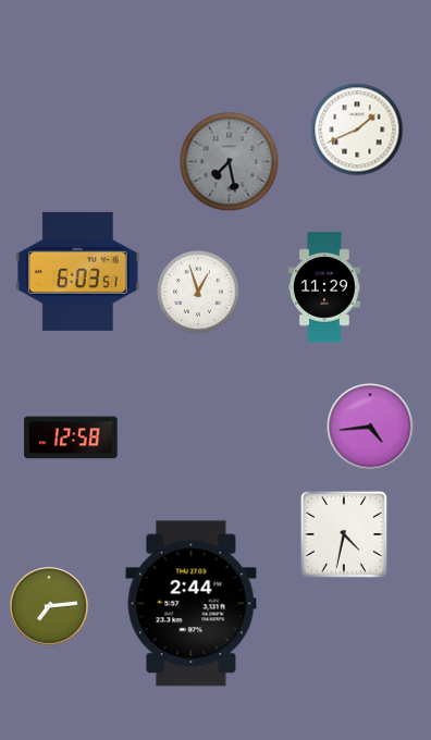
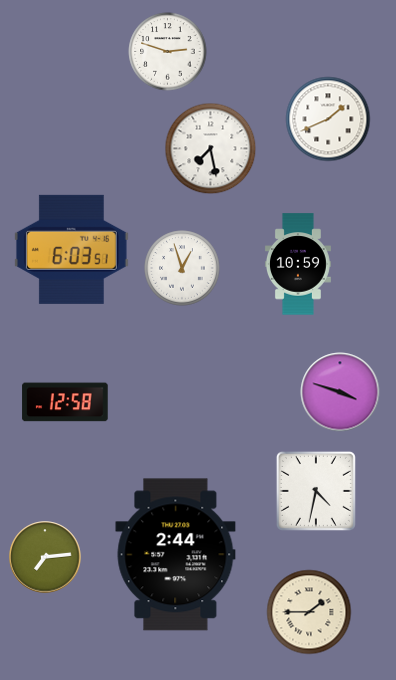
clock at (168, 52): none -> 2:48
clock at (230, 162) dial: grey -> white
clock at (324, 287): 11:29 -> 10:59
clock at (370, 427): 4:44 -> 3:48
clock at (309, 612): none -> 1:45
